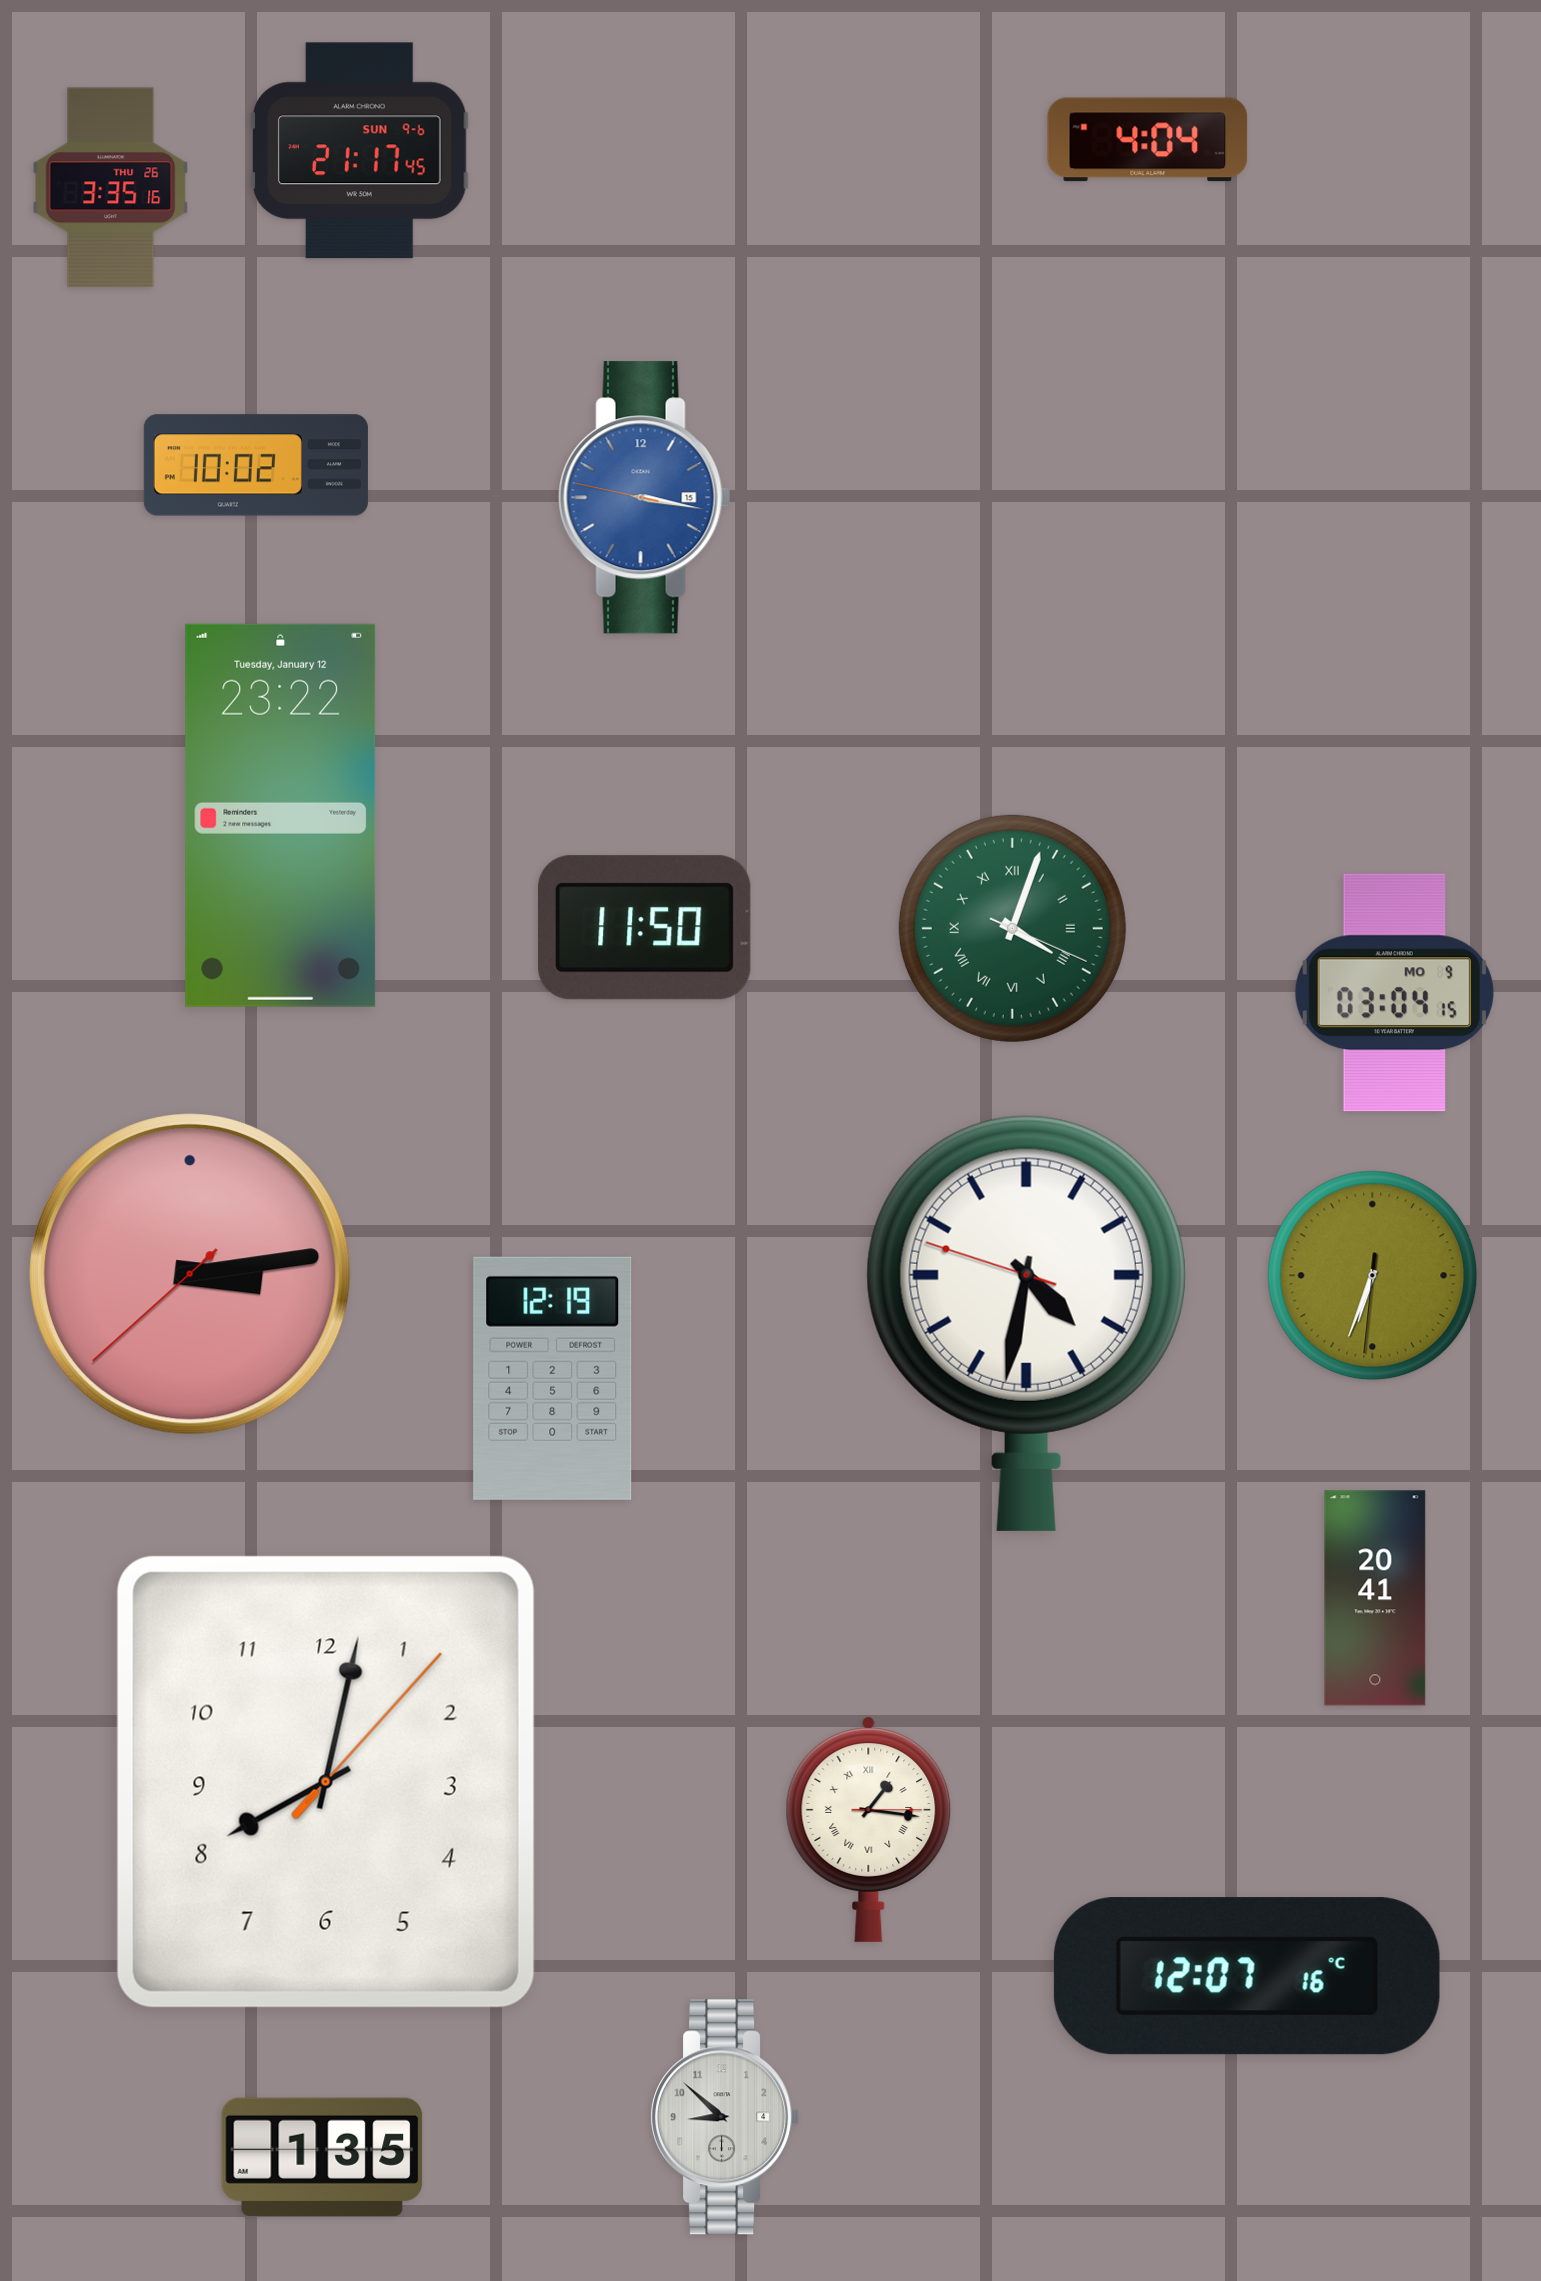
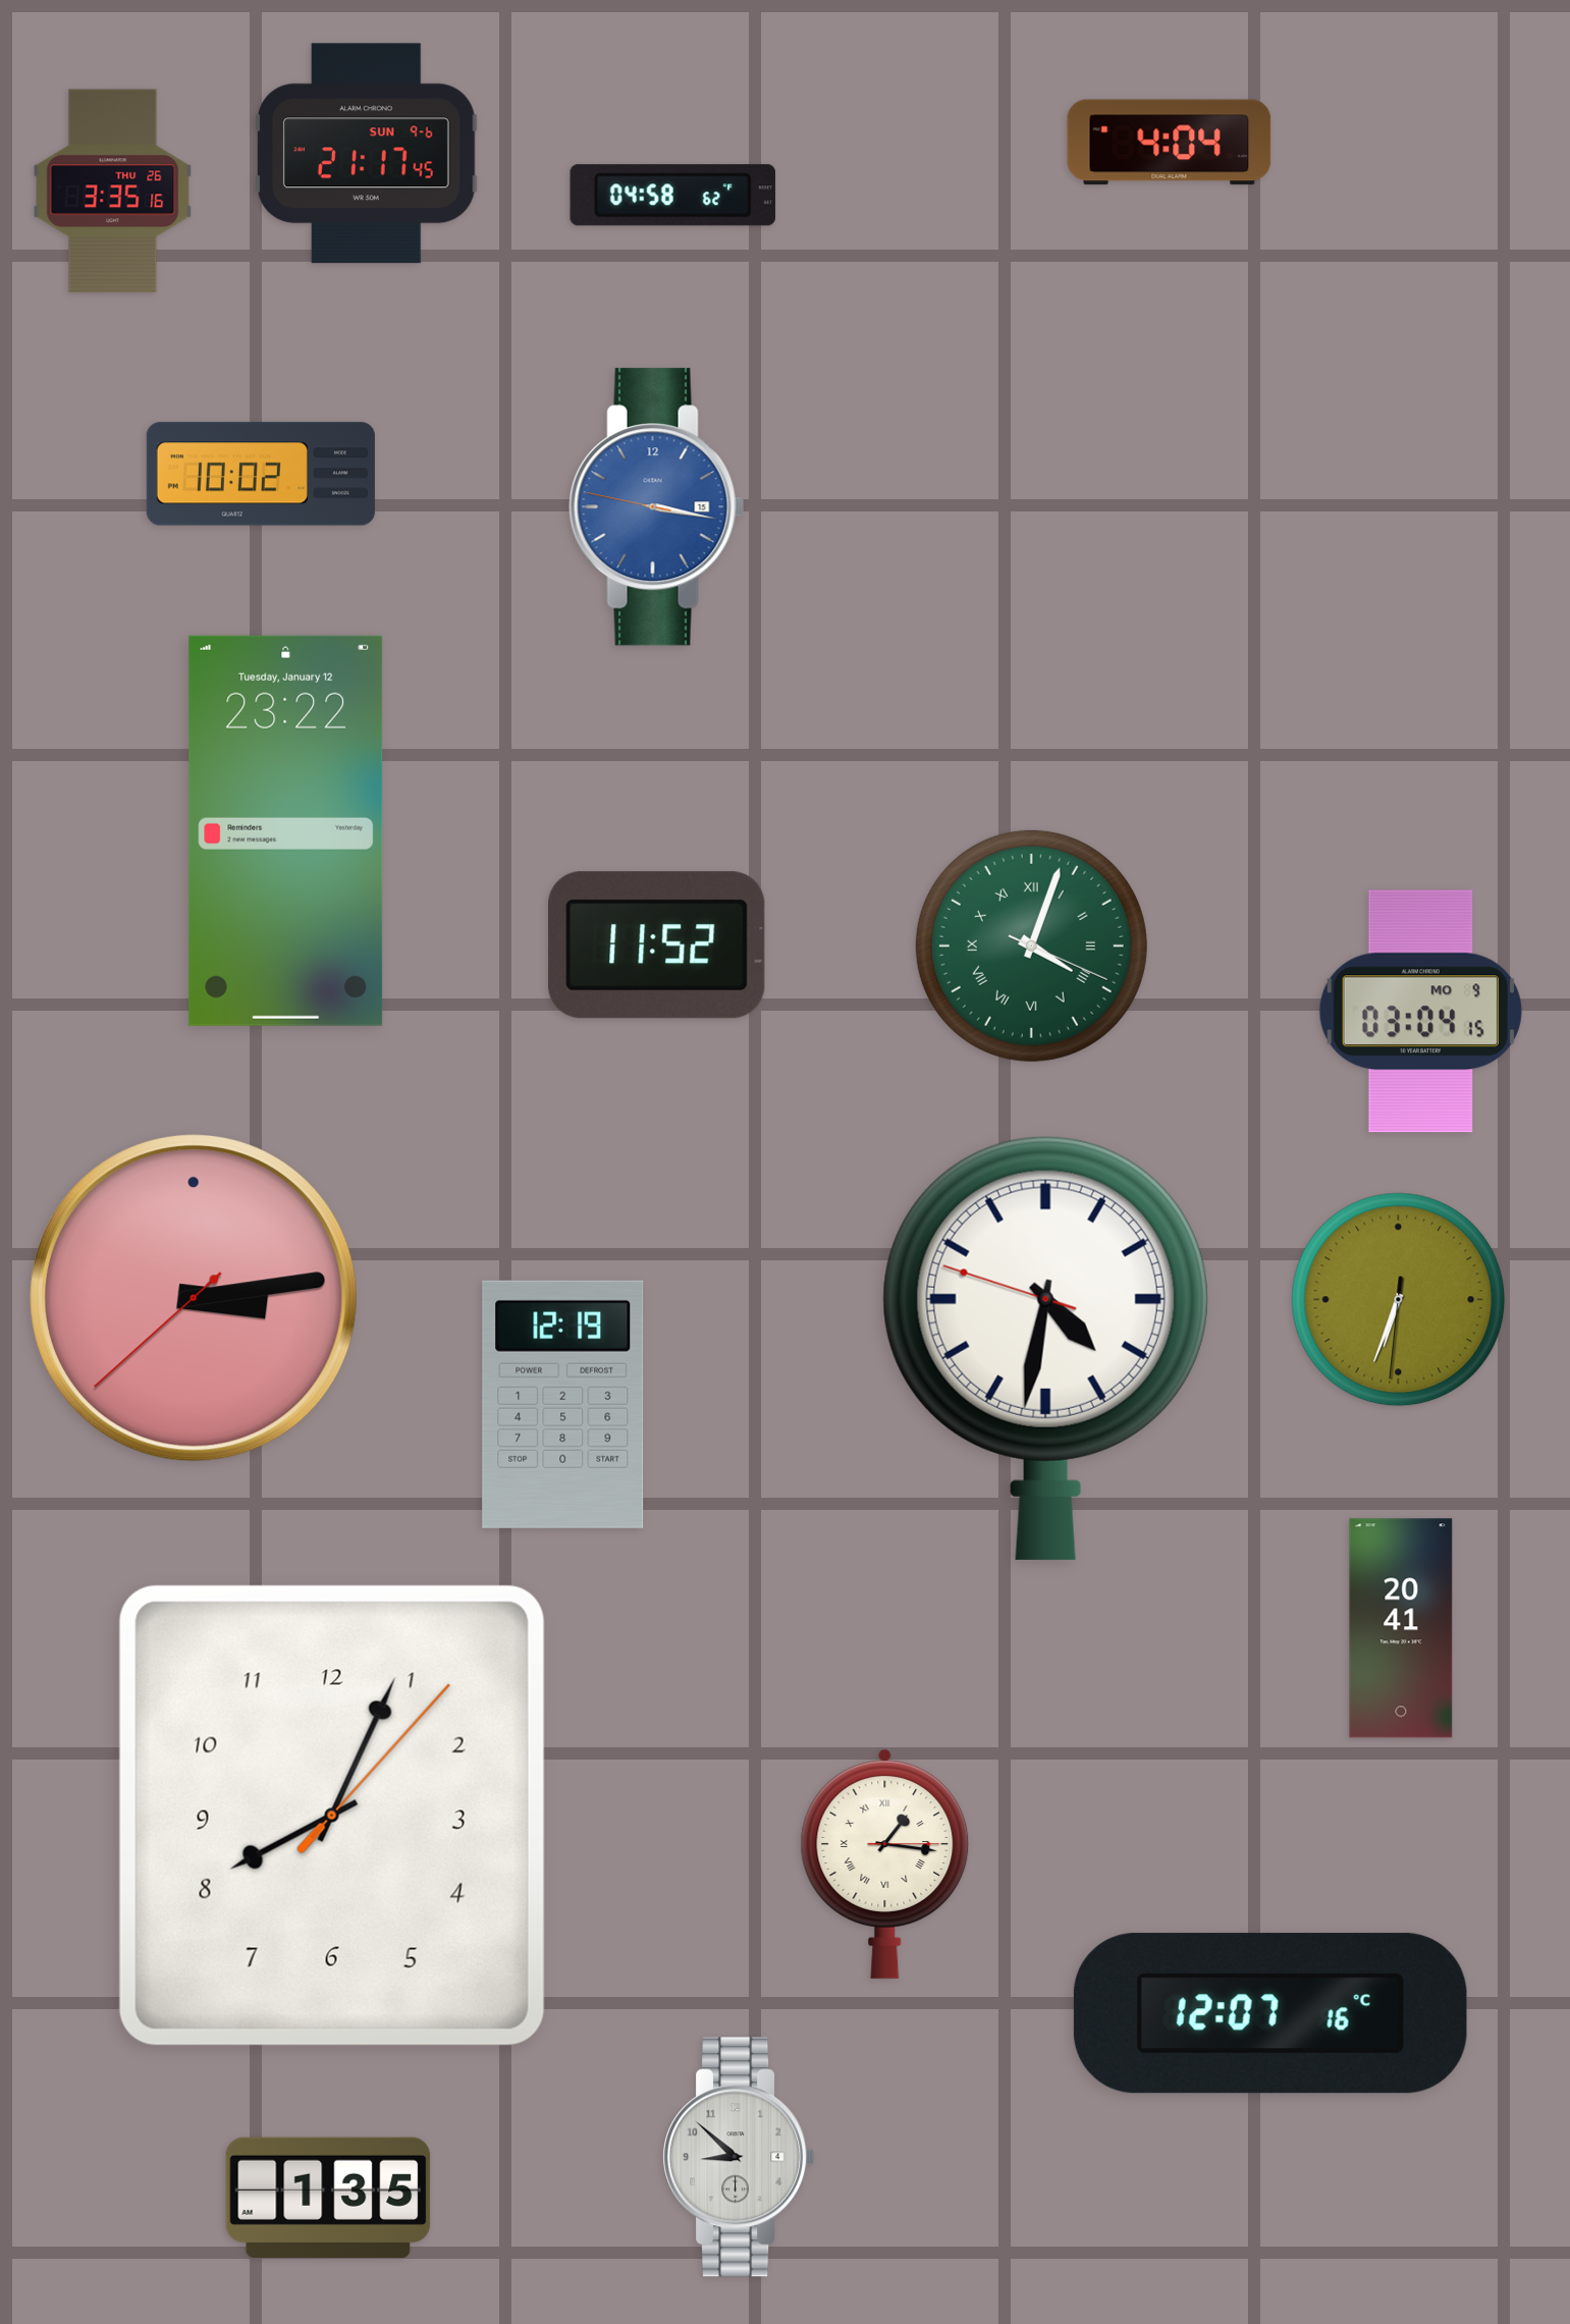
clock at (672, 196): none -> 04:58
clock at (645, 928): 11:50 -> 11:52
clock at (326, 1782): 8:02 -> 8:04
